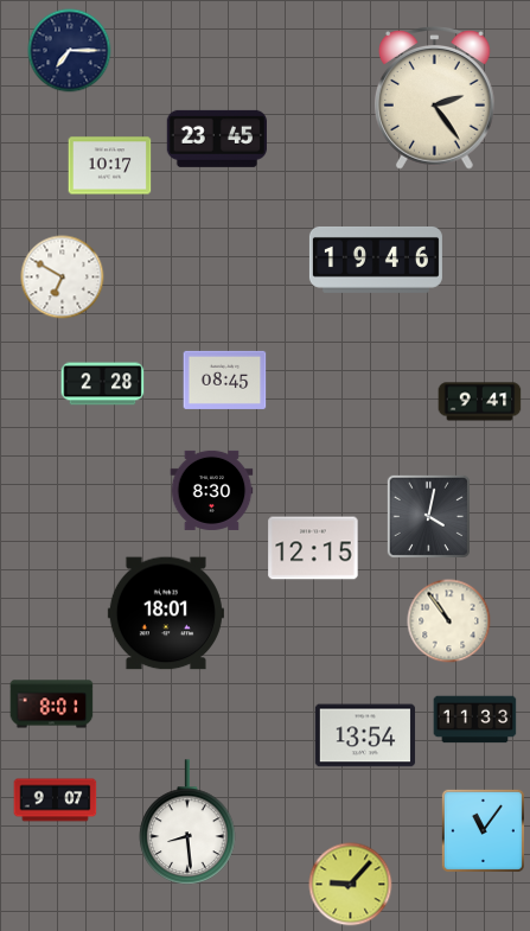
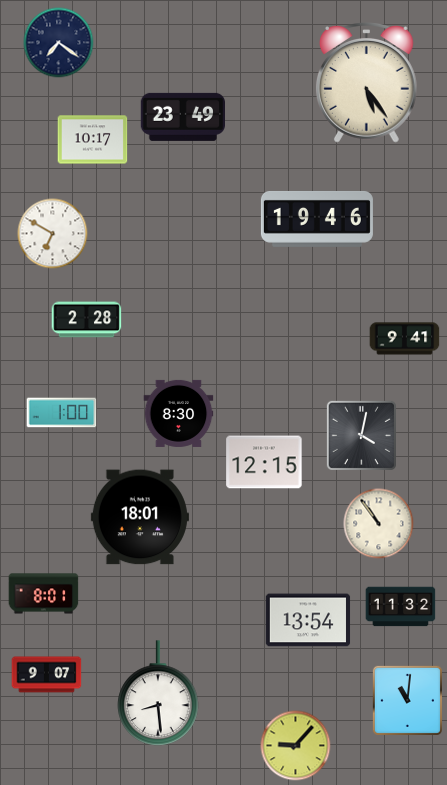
clock at (70, 51): 7:15 -> 7:21
clock at (435, 98): 2:24 -> 5:24
clock at (216, 139): 23:45 -> 23:49
clock at (225, 380): 08:45 -> none
clock at (103, 384) position: (103, 384) -> (87, 320)
clock at (62, 413): none -> 1:00
clock at (475, 720): 11:33 -> 11:32
clock at (483, 830): 11:06 -> 11:01
